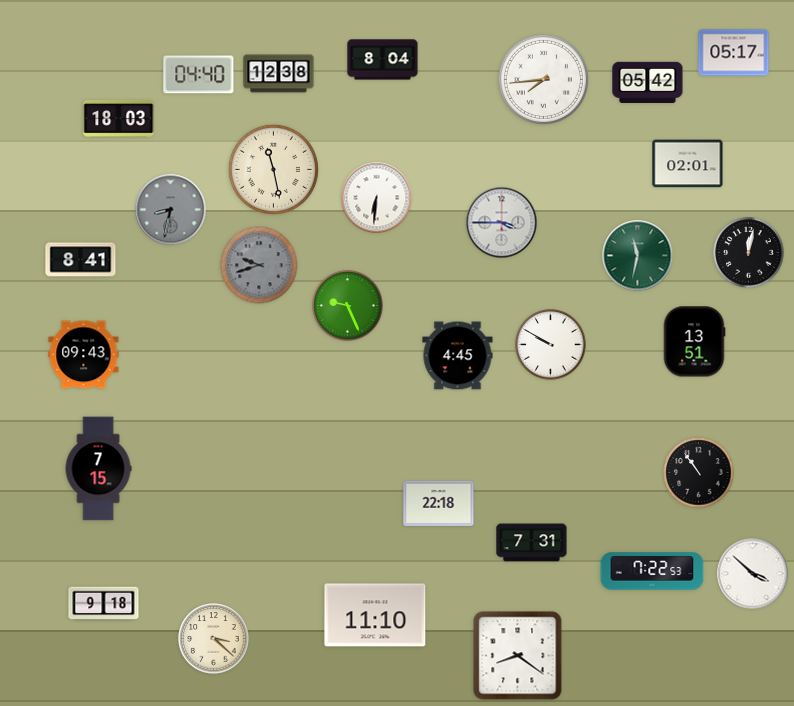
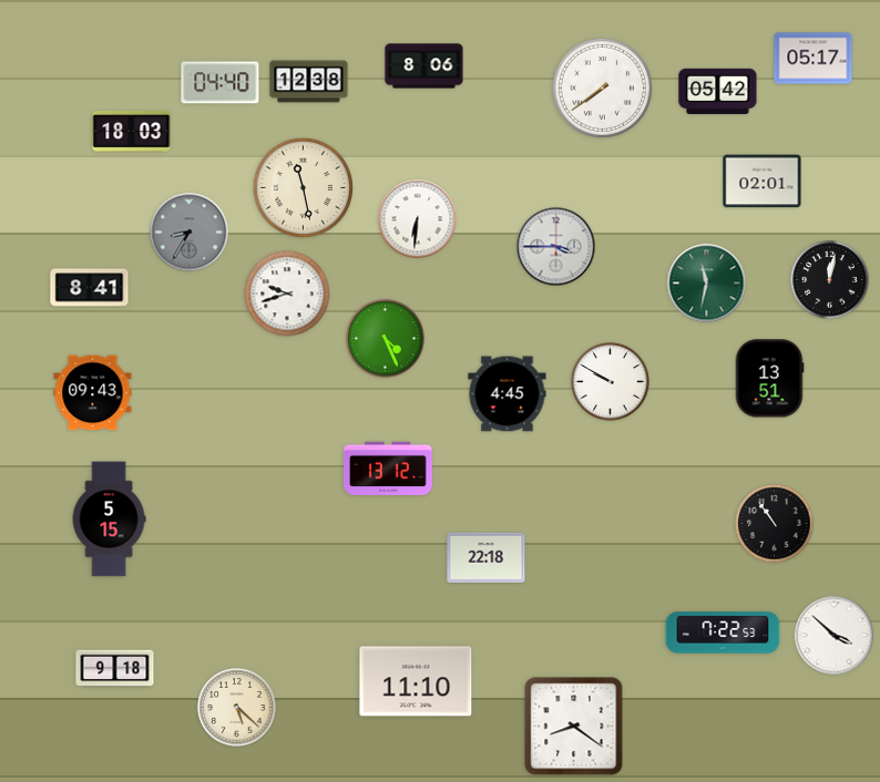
clock at (383, 60): 8:04 -> 8:06
clock at (543, 79): 7:44 -> 7:39
clock at (171, 210): 8:32 -> 8:35
clock at (259, 265) dial: grey -> white
clock at (348, 306): 9:26 -> 4:26
clock at (388, 467): none -> 13:12
clock at (98, 469): 7:15 -> 5:15
clock at (532, 543): 7:31 -> none
clock at (214, 639): 3:22 -> 5:22
